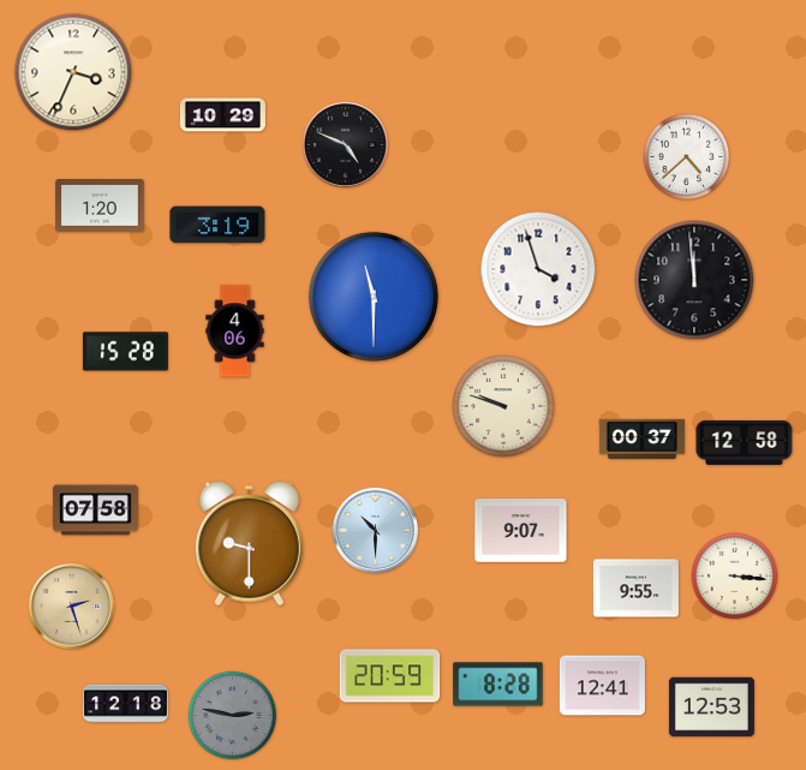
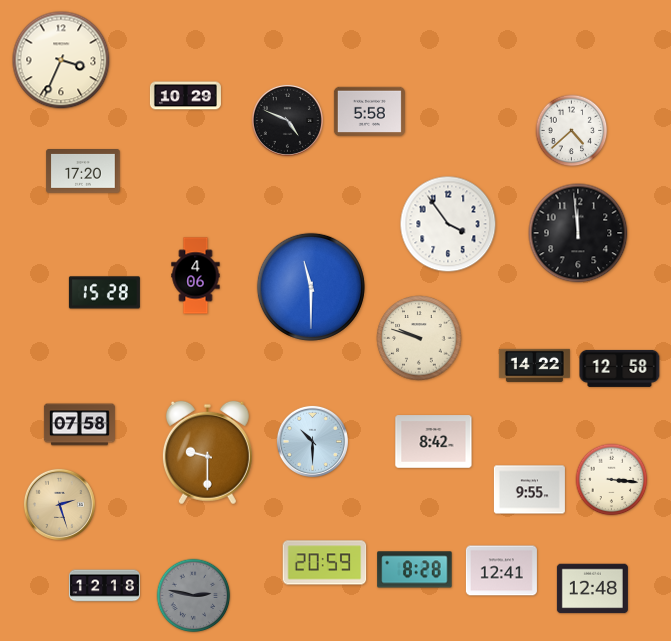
clock at (369, 112): none -> 5:58
clock at (100, 207): 1:20 -> 17:20
clock at (217, 225): 3:19 -> none
clock at (538, 269): 3:57 -> 3:54
clock at (374, 297) position: (374, 297) -> (311, 287)
clock at (641, 438): 00:37 -> 14:22
clock at (521, 531): 9:07 -> 8:42
clock at (711, 708): 12:53 -> 12:48
